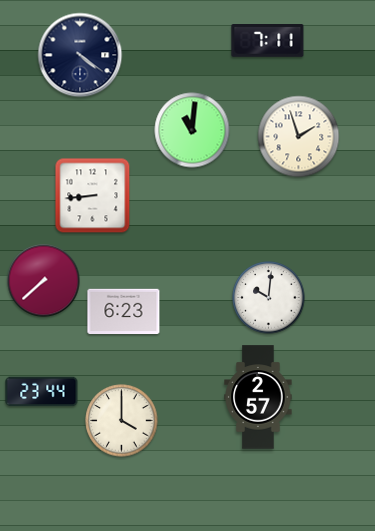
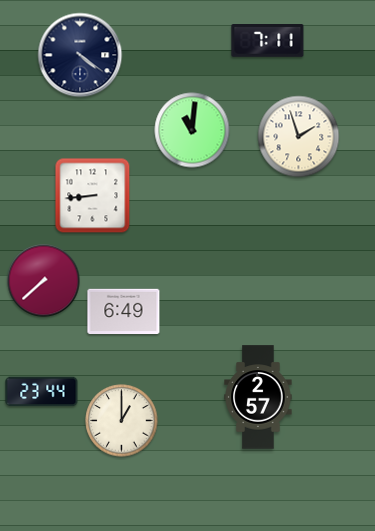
clock at (269, 298): 10:01 -> none
clock at (124, 311): 6:23 -> 6:49
clock at (122, 421): 4:00 -> 1:00
